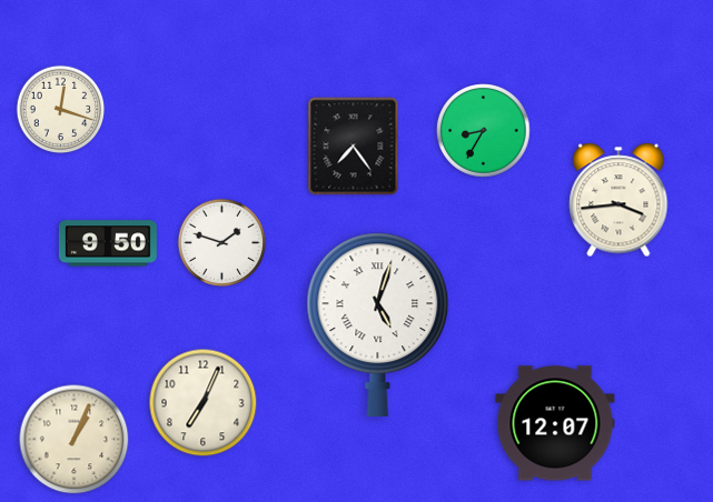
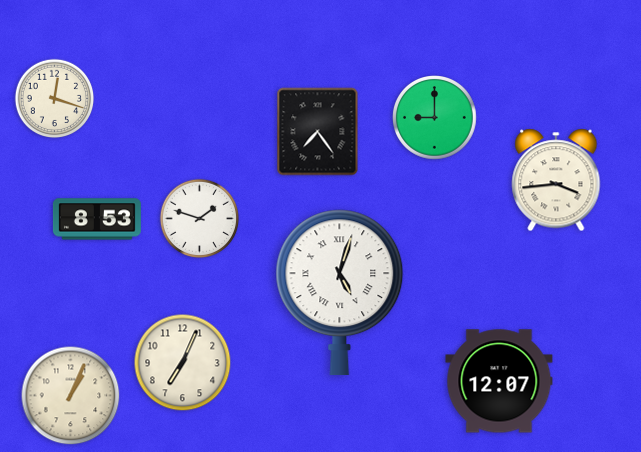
clock at (484, 131): 8:35 -> 9:00
clock at (108, 243): 9:50 -> 8:53
clock at (75, 440) position: (75, 440) -> (71, 396)
